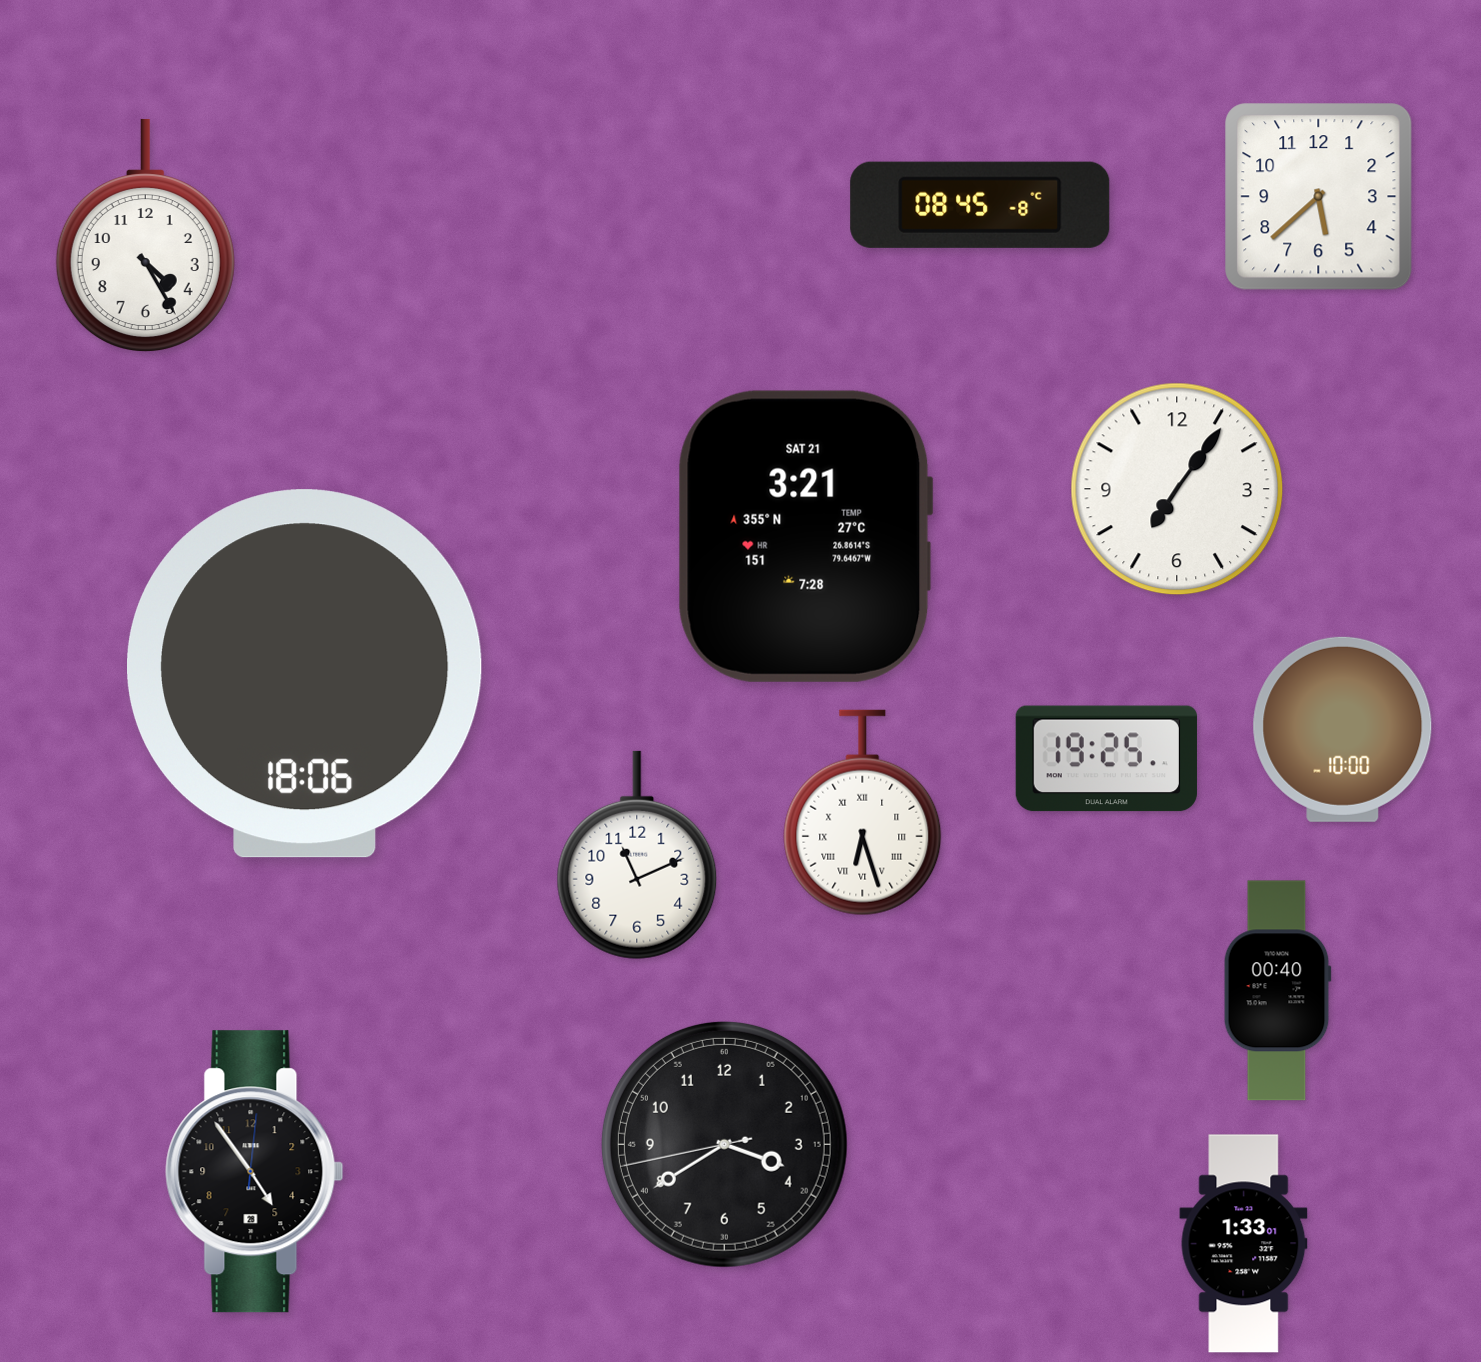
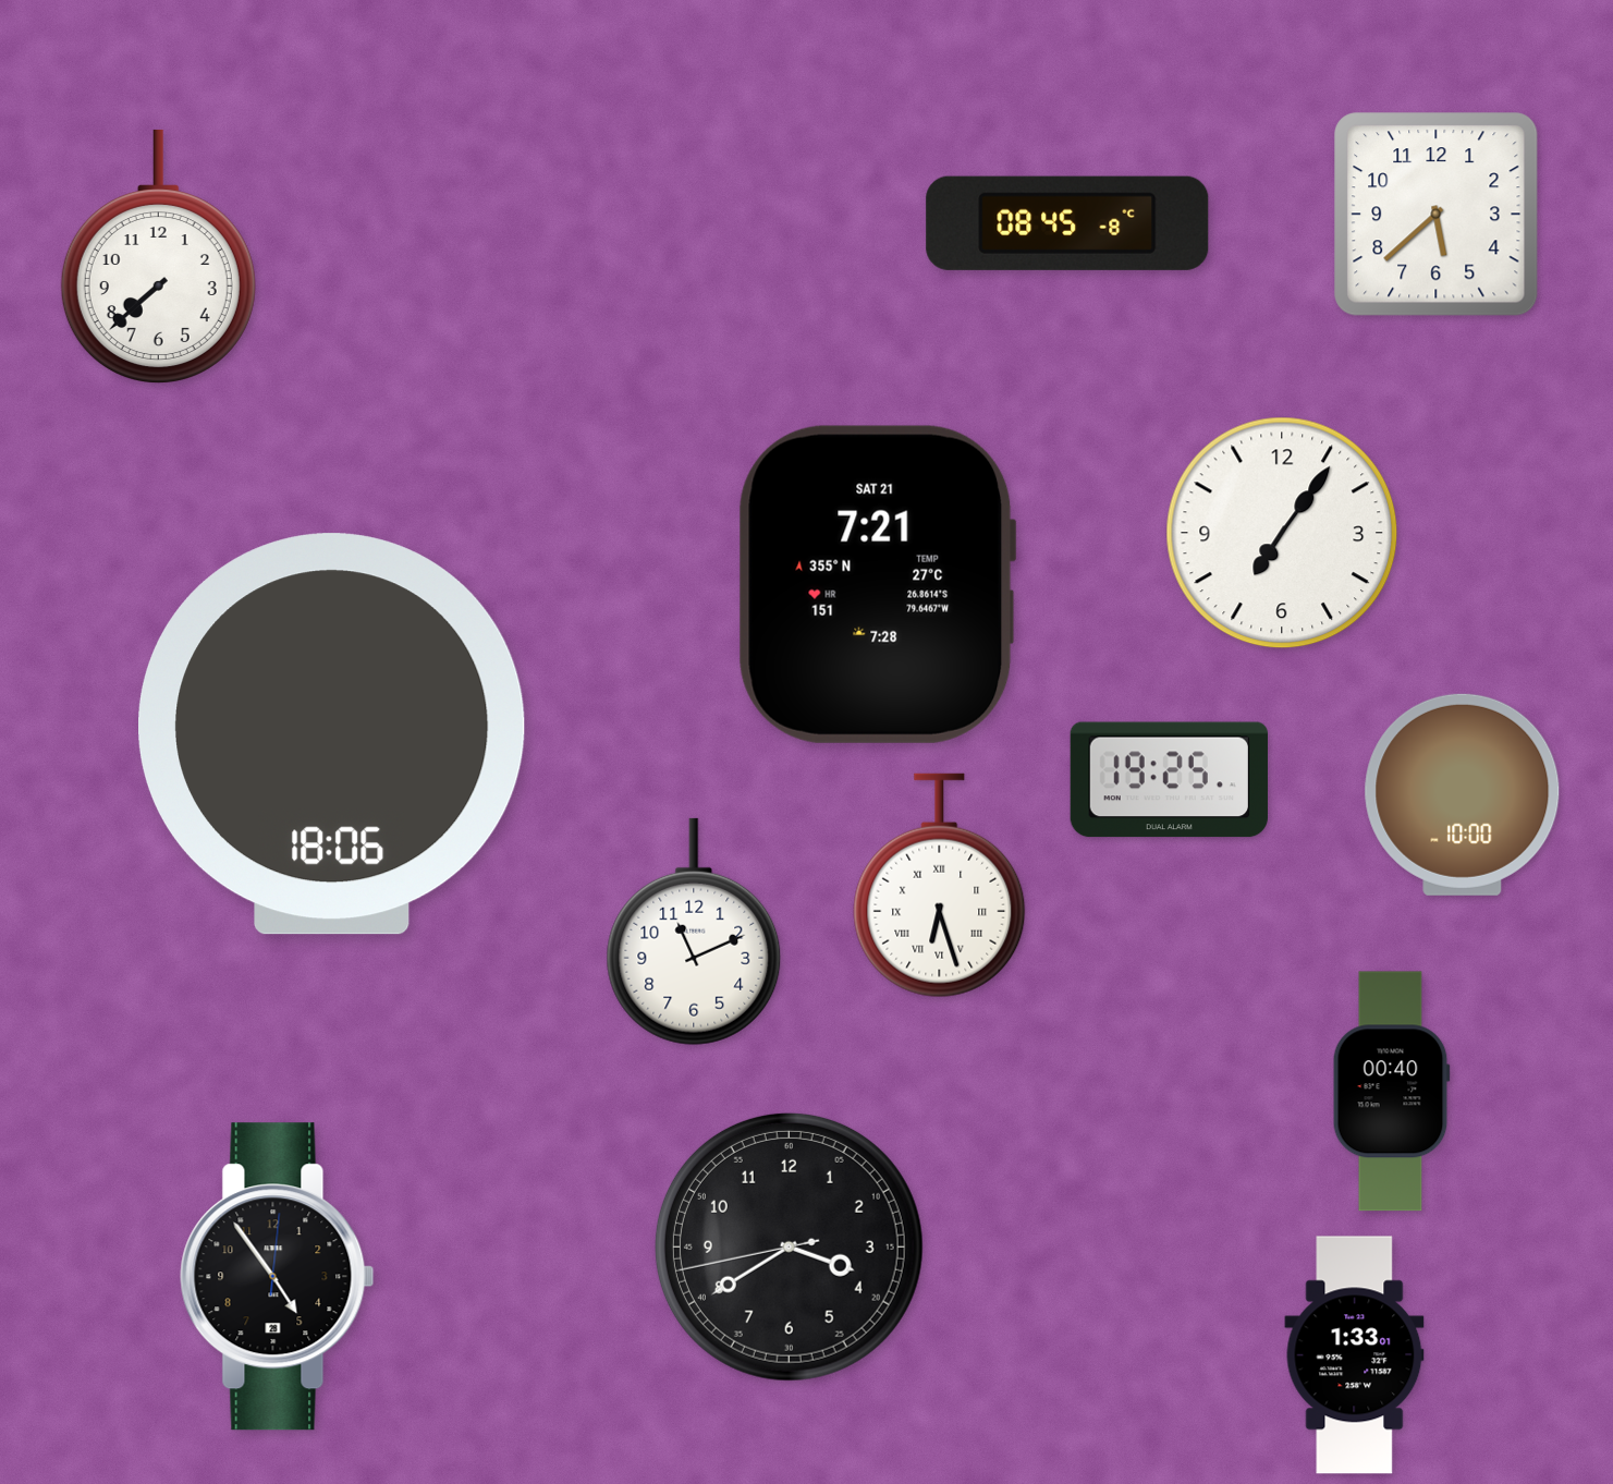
clock at (145, 235): 4:25 -> 7:38
clock at (805, 536): 3:21 -> 7:21
clock at (1106, 759) position: (1106, 759) -> (1169, 780)
clock at (1277, 991) position: (1277, 991) -> (1391, 1092)
